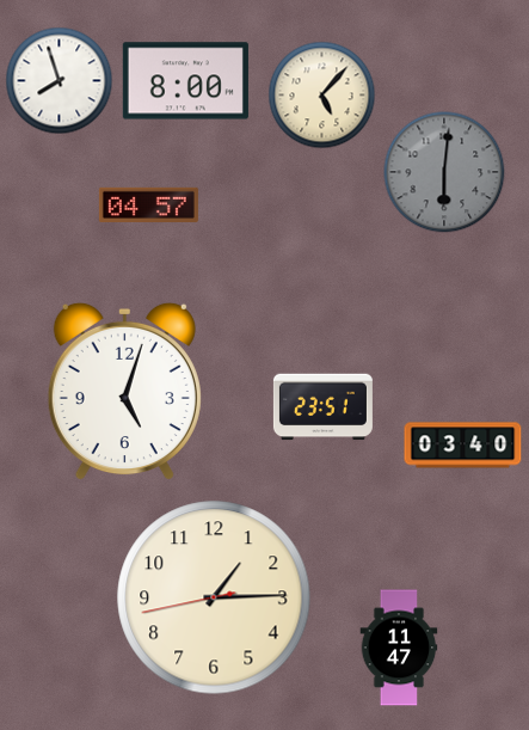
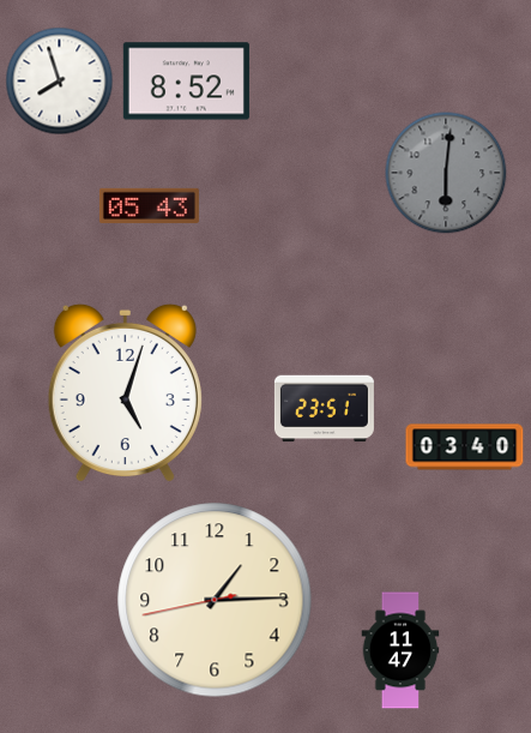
clock at (185, 81): 8:00 -> 8:52
clock at (322, 96): 5:07 -> none
clock at (148, 204): 04:57 -> 05:43
